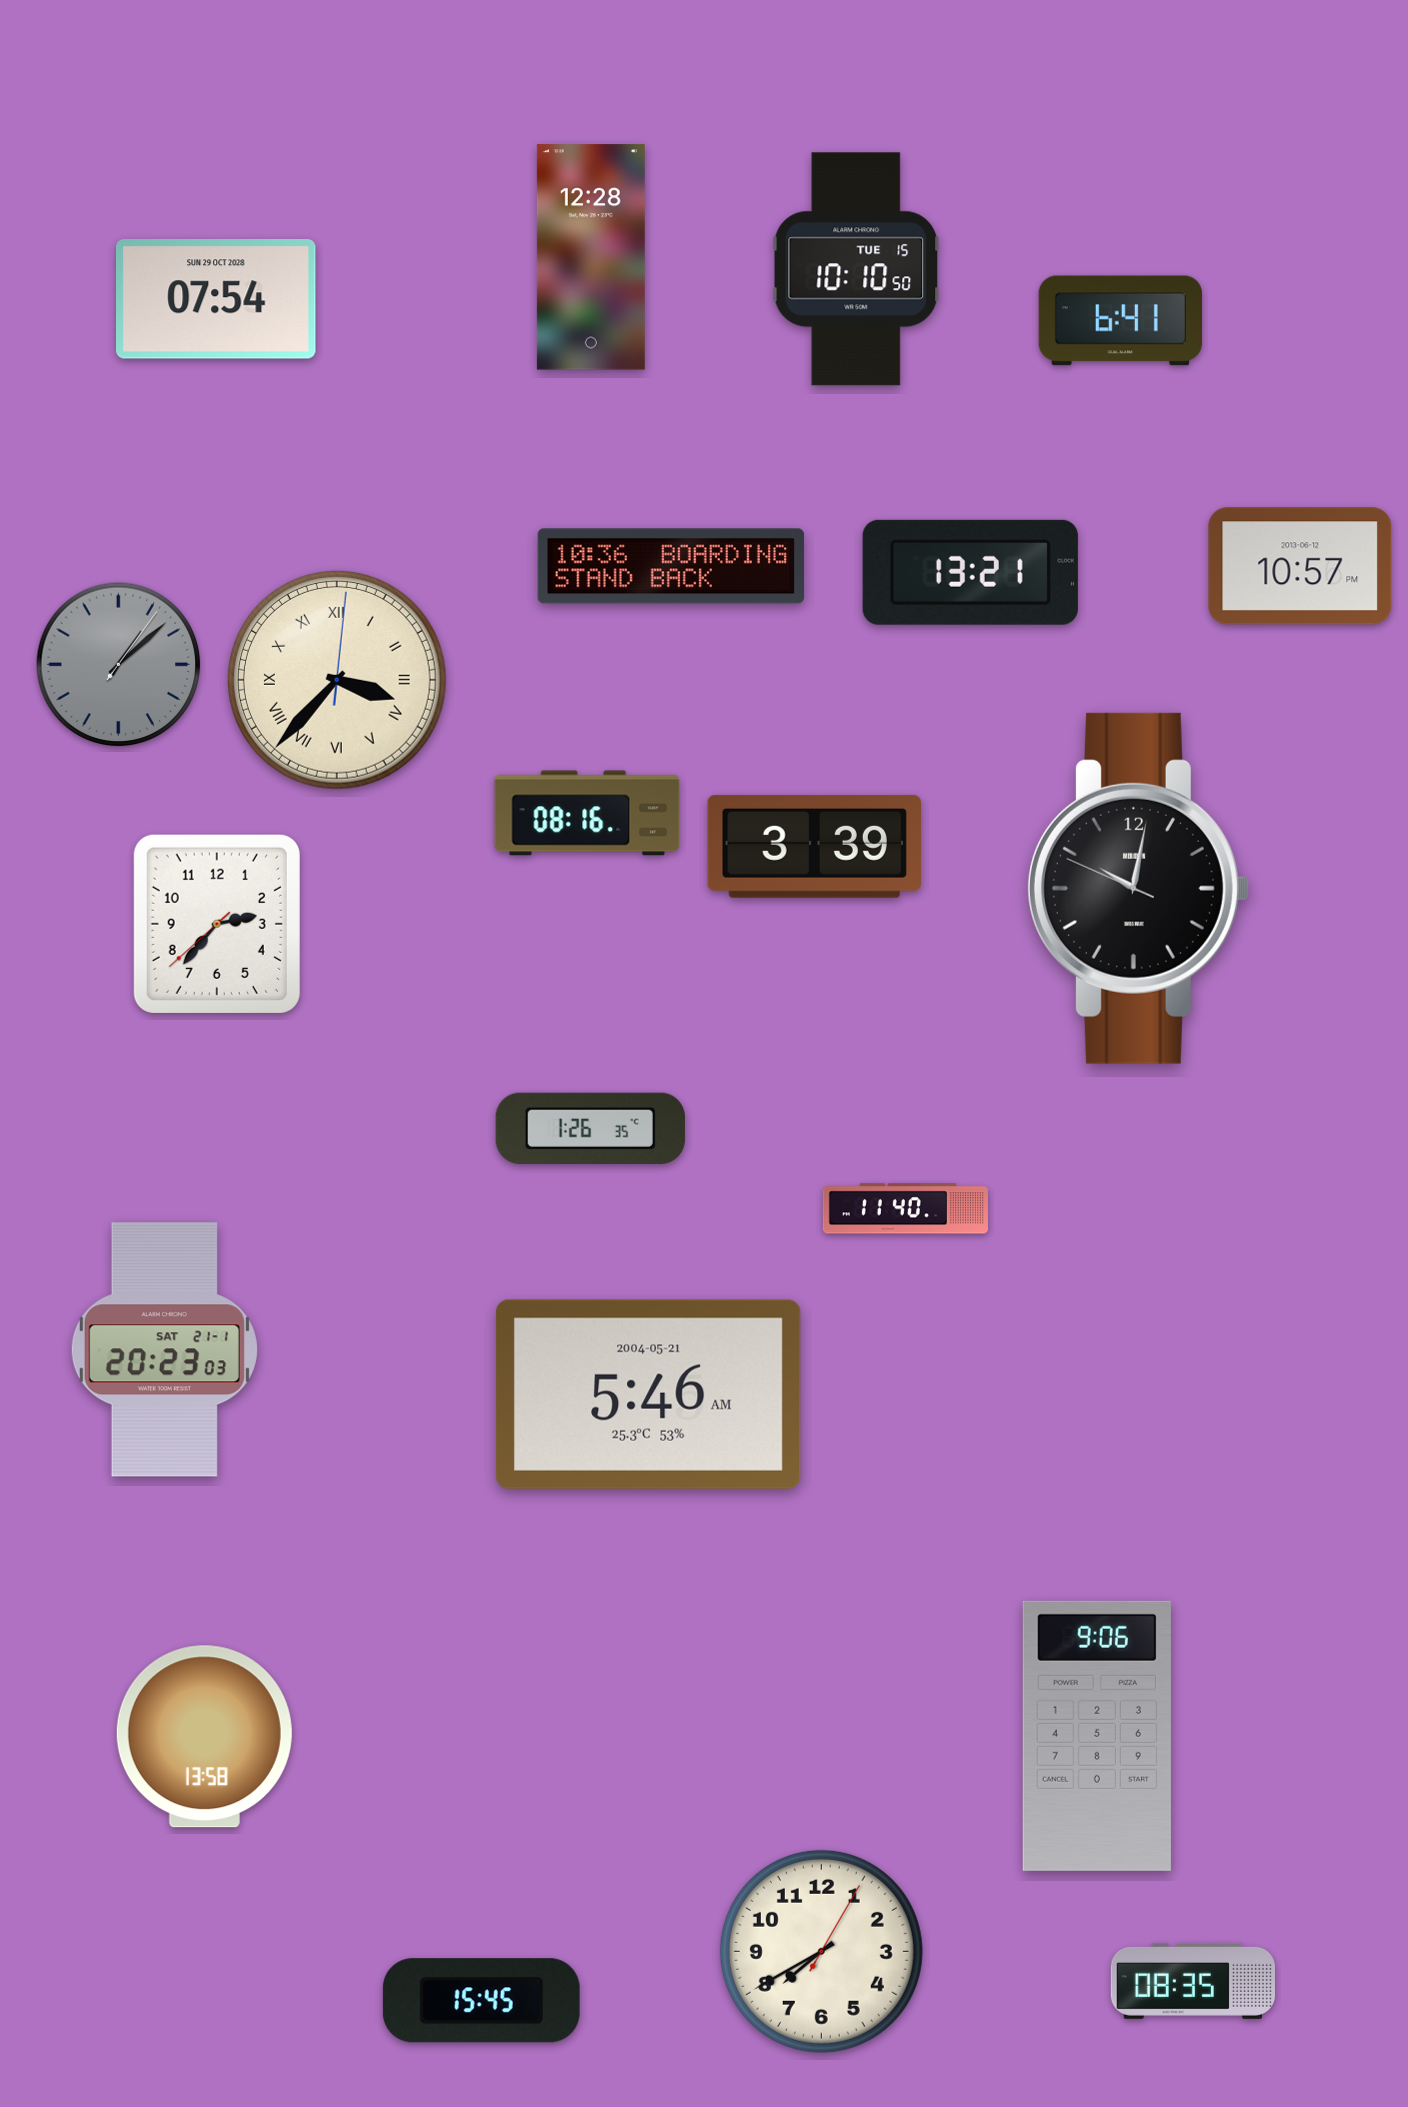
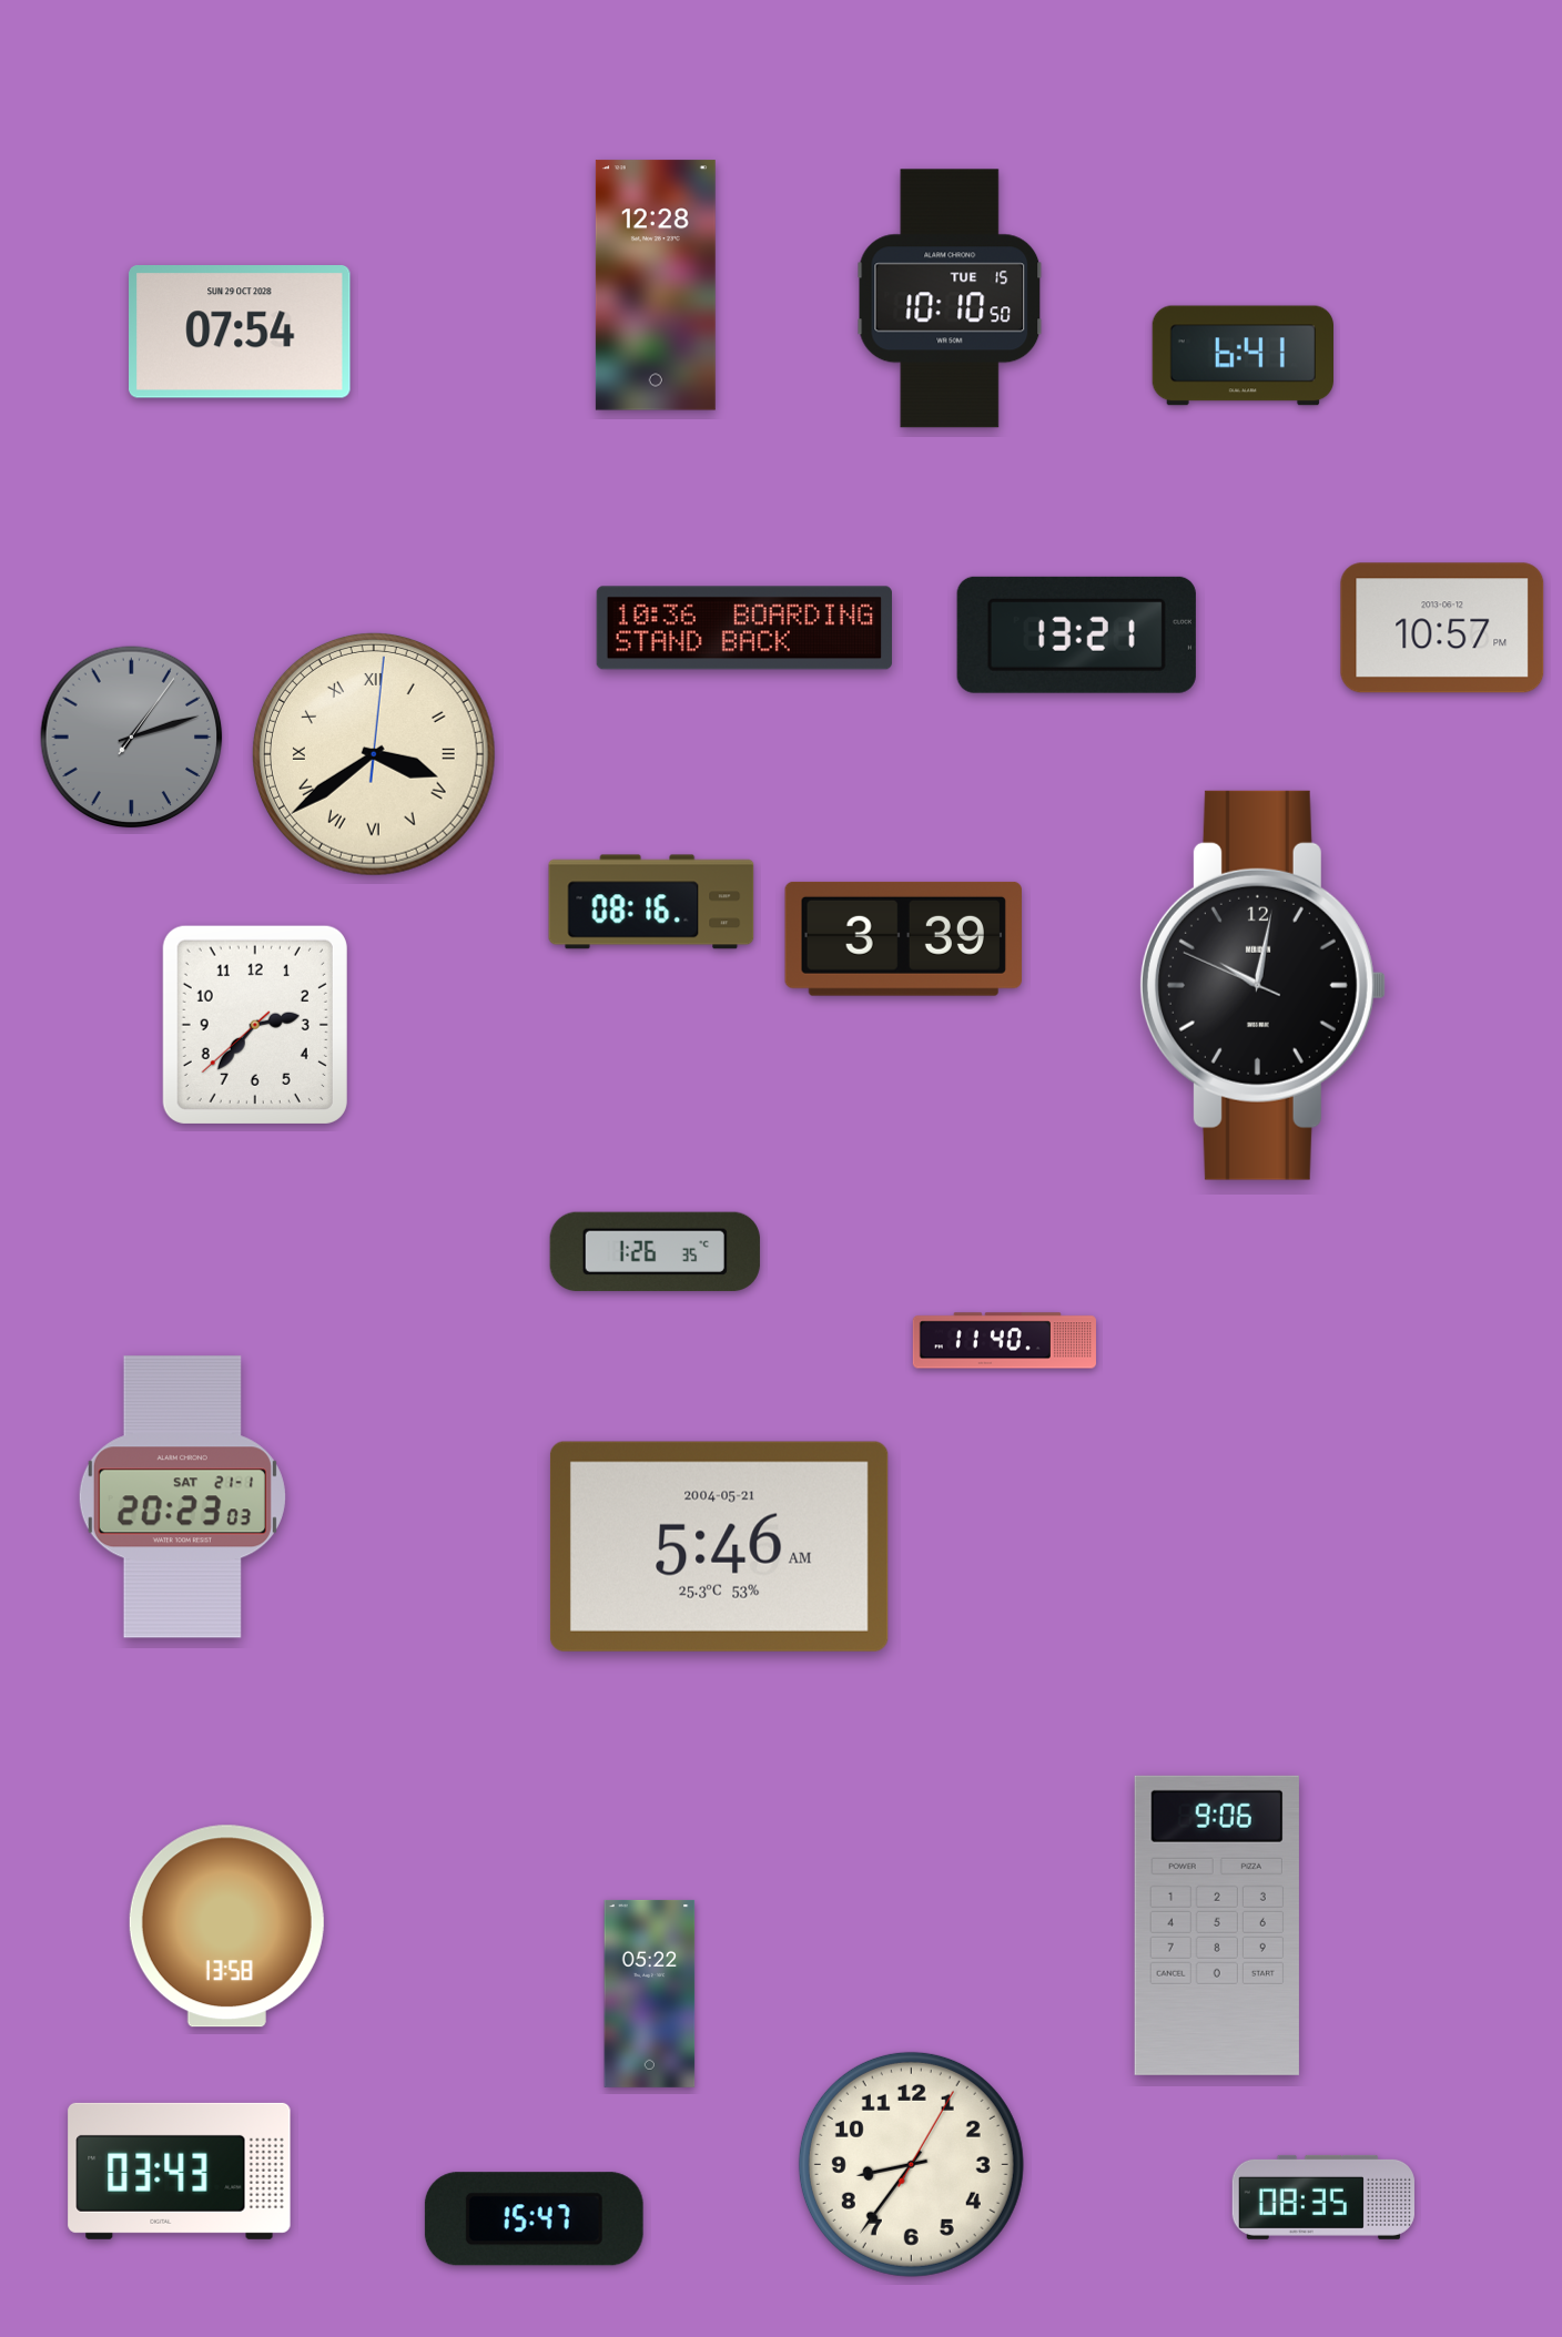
clock at (119, 665): 1:08 -> 1:12
clock at (337, 680): 3:37 -> 3:39
clock at (217, 924) position: (217, 924) -> (255, 1025)
clock at (650, 1993): none -> 05:22
clock at (821, 1951): 7:40 -> 8:36
clock at (180, 2171): none -> 03:43
clock at (481, 2001): 15:45 -> 15:47
